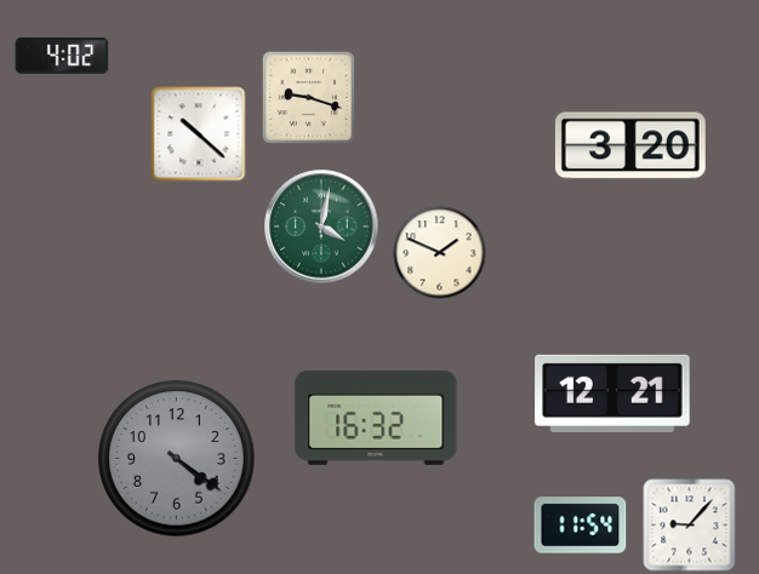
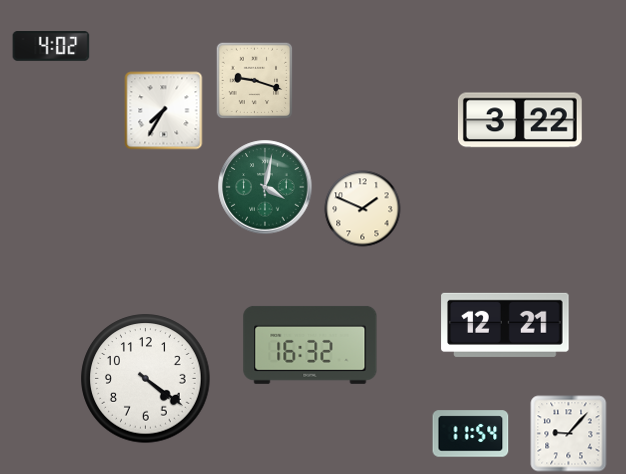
clock at (199, 134): 10:22 -> 7:35
clock at (630, 145): 3:20 -> 3:22
clock at (177, 459) dial: grey -> white
clock at (581, 526) position: (581, 526) -> (471, 434)
